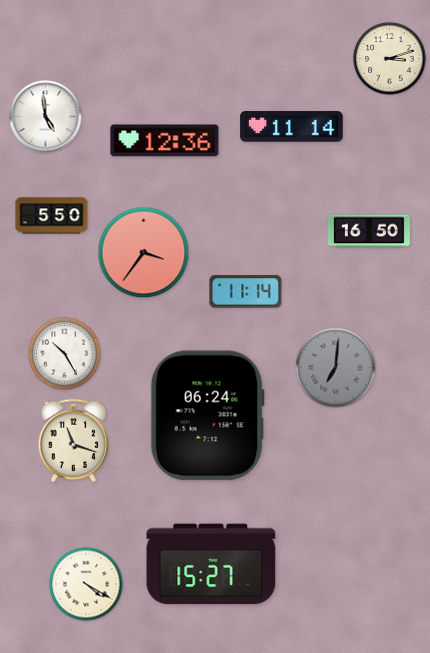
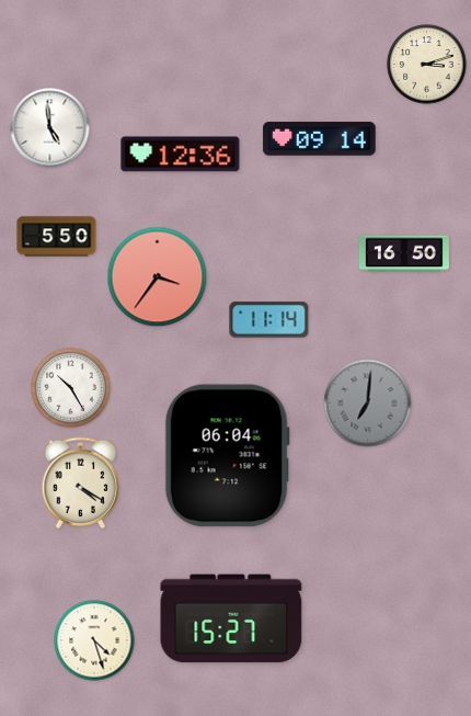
clock at (292, 127): 11:14 -> 09:14
clock at (207, 416): 06:24 -> 06:04
clock at (74, 441): 11:18 -> 4:20
clock at (86, 584): 4:20 -> 4:27
